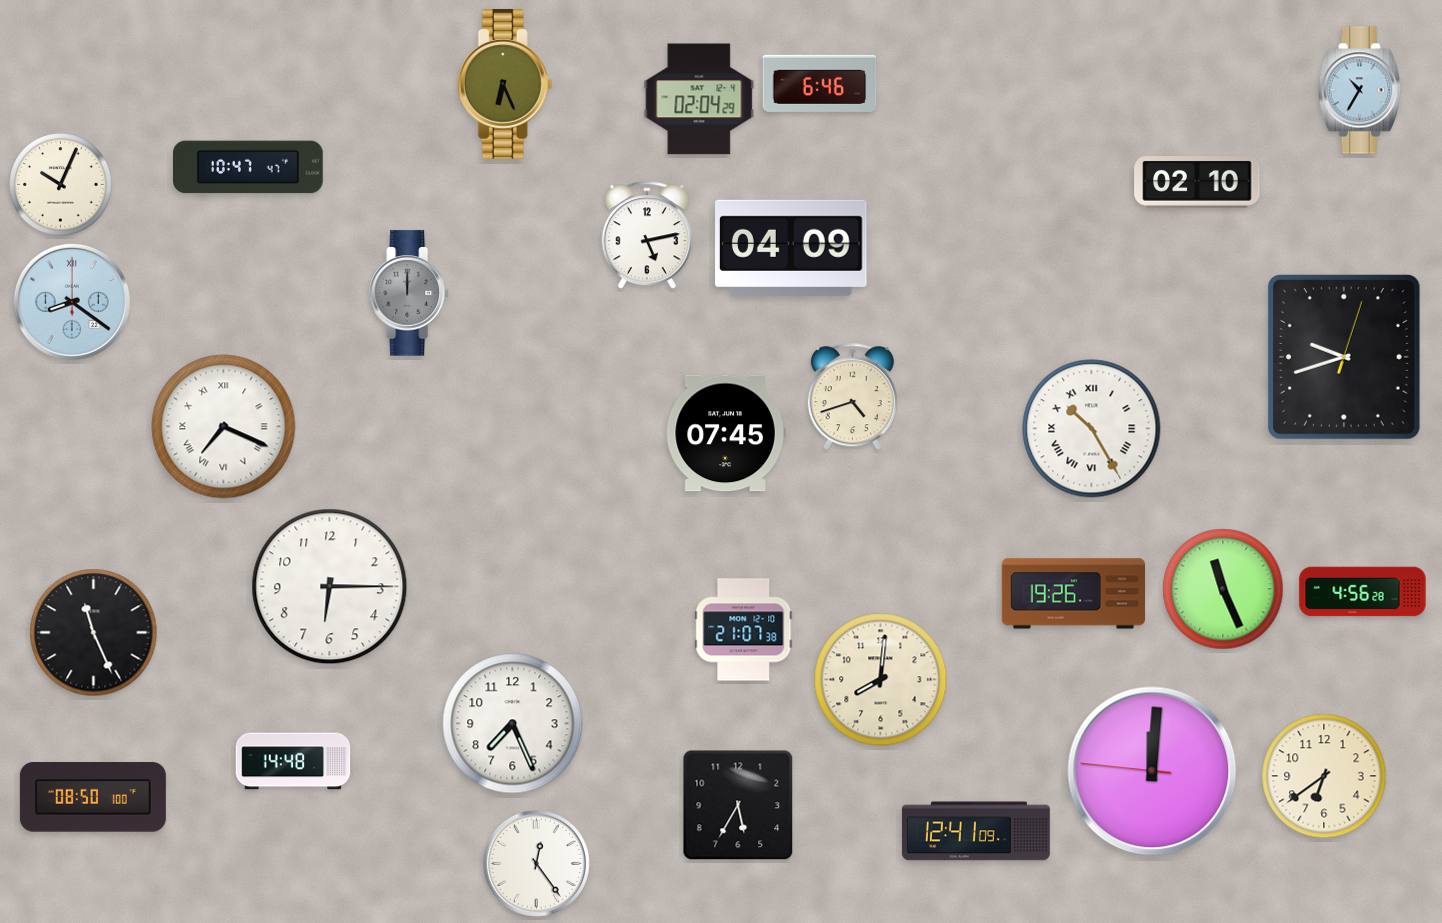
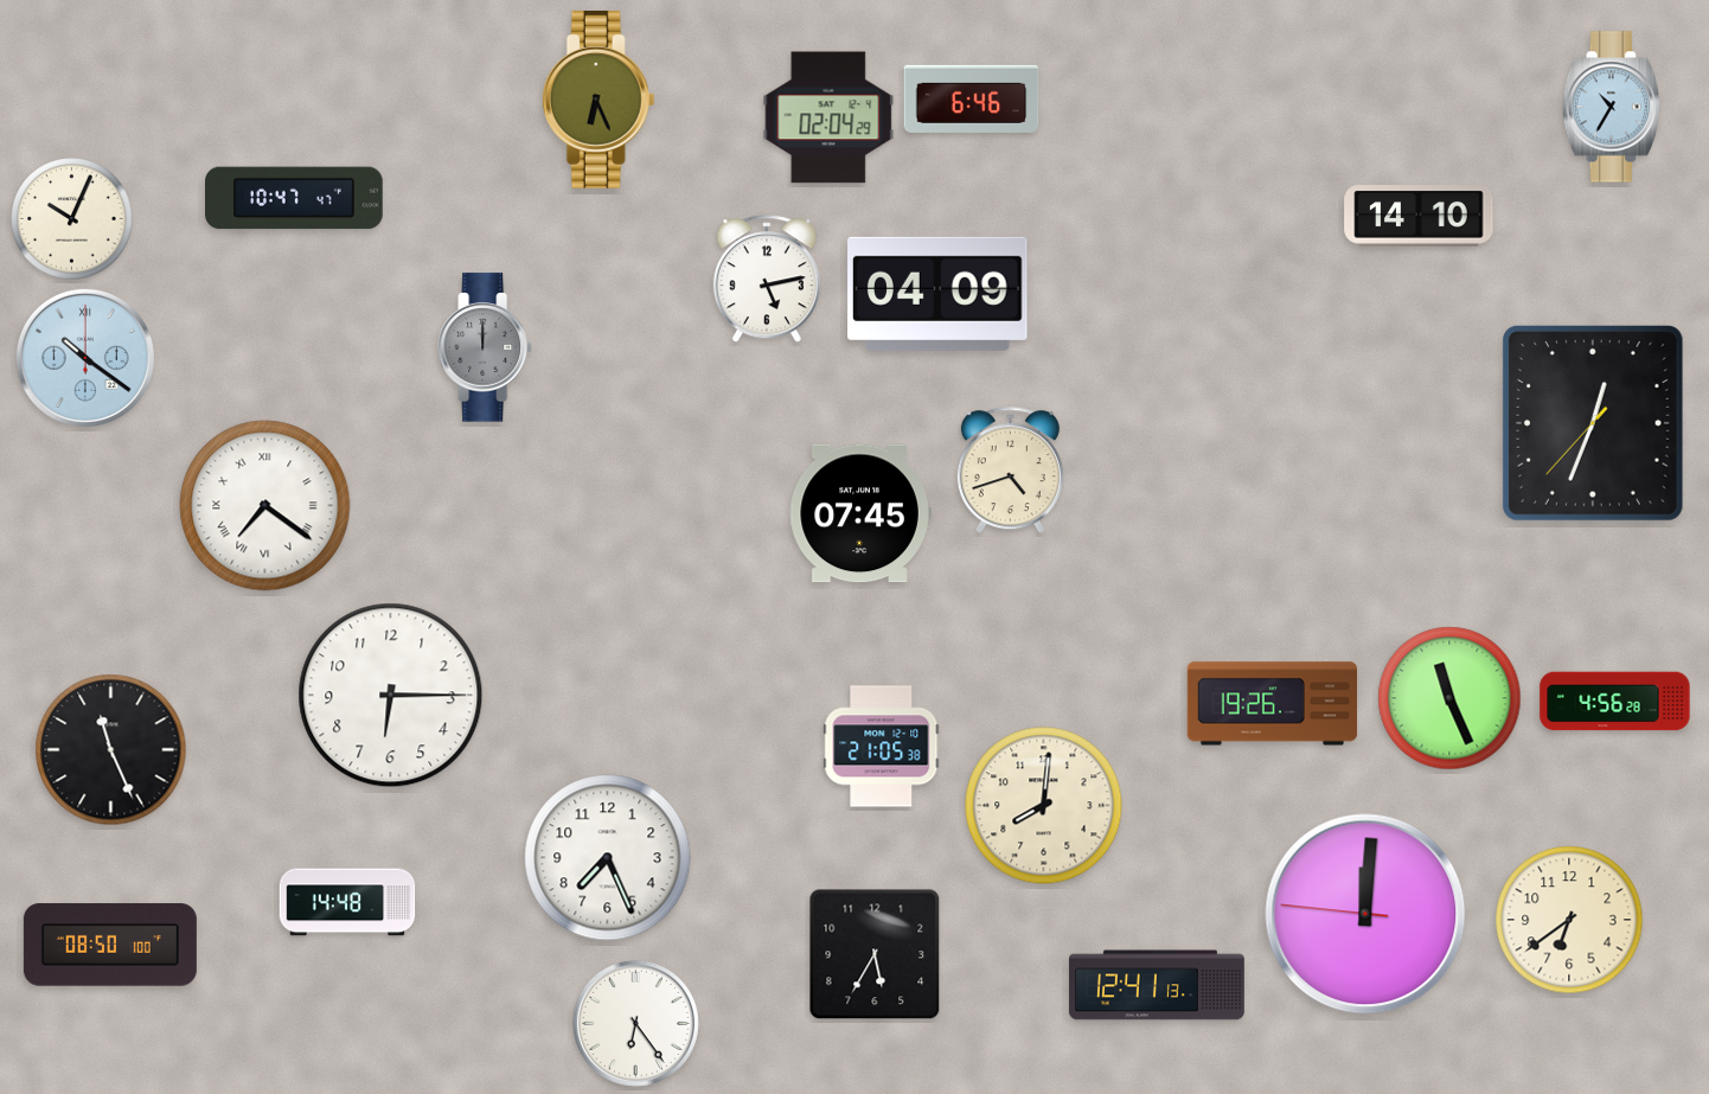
clock at (1197, 182): 02:10 -> 14:10
clock at (72, 302): 8:21 -> 10:21
clock at (1344, 358): 9:42 -> 12:33
clock at (224, 427): 7:19 -> 7:21
clock at (1092, 429): 10:25 -> none
clock at (744, 630): 21:07 -> 21:05
clock at (976, 831): 12:41:09 -> 12:41:13
clock at (536, 863): 12:24 -> 6:24
